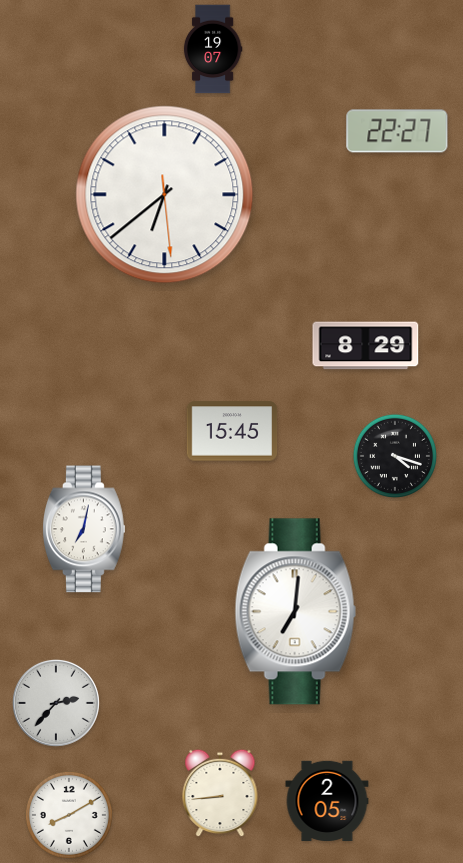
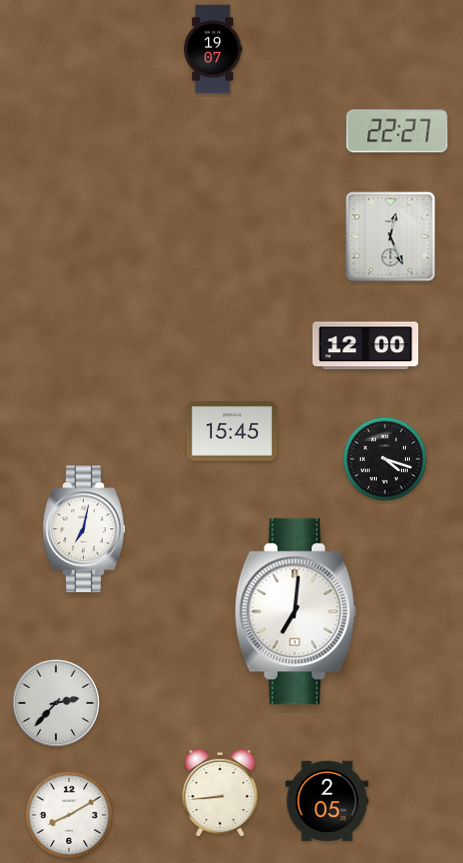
clock at (165, 195): 6:38 -> none
clock at (391, 237): none -> 12:26
clock at (366, 346): 8:29 -> 12:00
clock at (395, 456) position: (395, 456) -> (385, 459)
